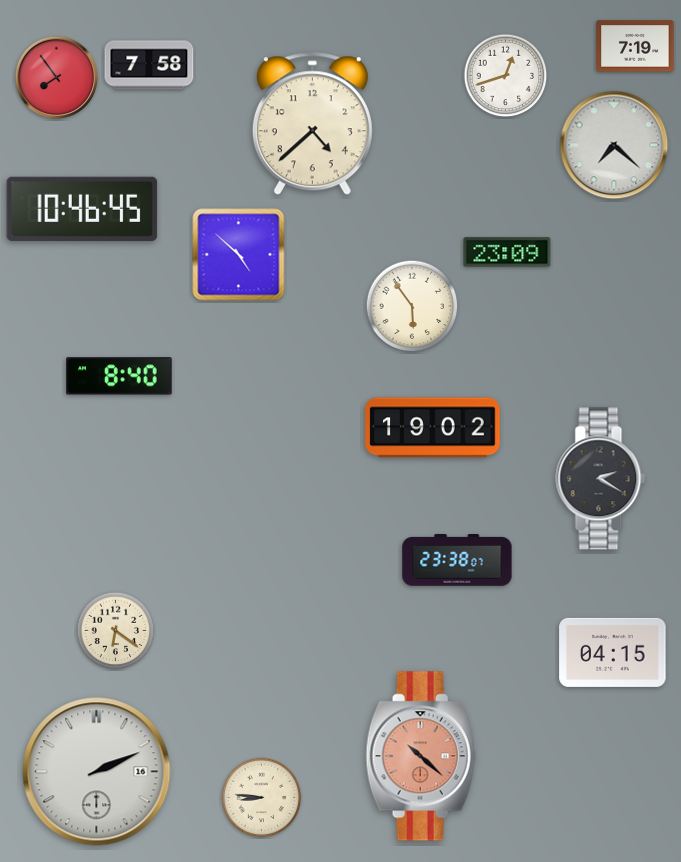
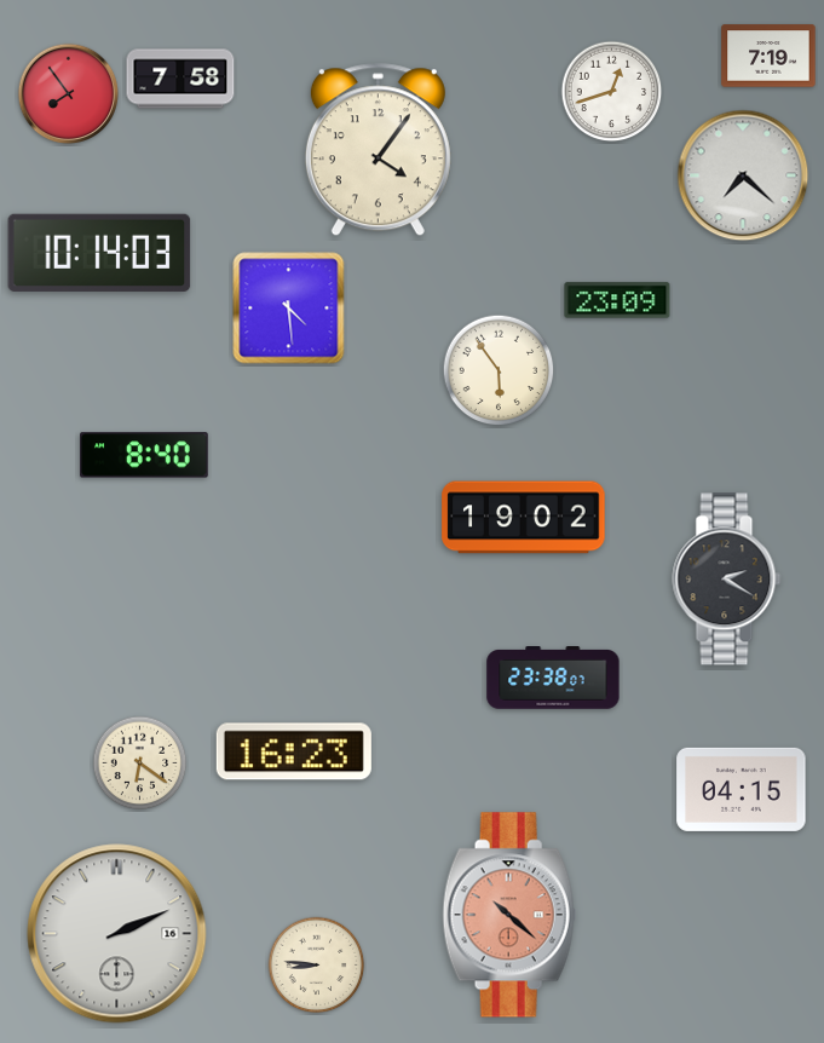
clock at (312, 124): 4:38 -> 4:06
clock at (82, 208): 10:46 -> 10:14
clock at (507, 252) position: (507, 252) -> (617, 300)
clock at (239, 255): 4:52 -> 4:29
clock at (294, 751): none -> 16:23
